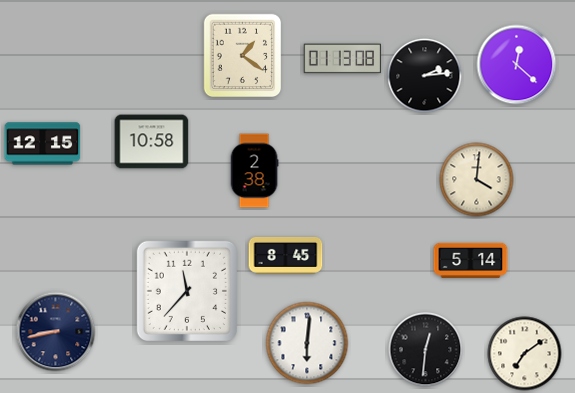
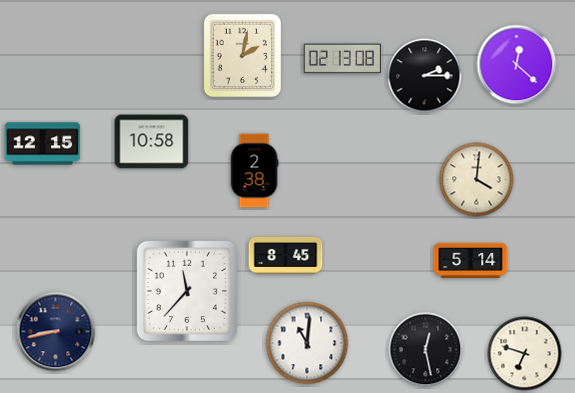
clock at (243, 56): 1:21 -> 2:02
clock at (342, 59): 01:13 -> 02:13
clock at (425, 76): 2:14 -> 2:15
clock at (307, 343): 6:01 -> 11:01
clock at (426, 350): 12:31 -> 12:28
clock at (525, 354): 7:09 -> 6:48
